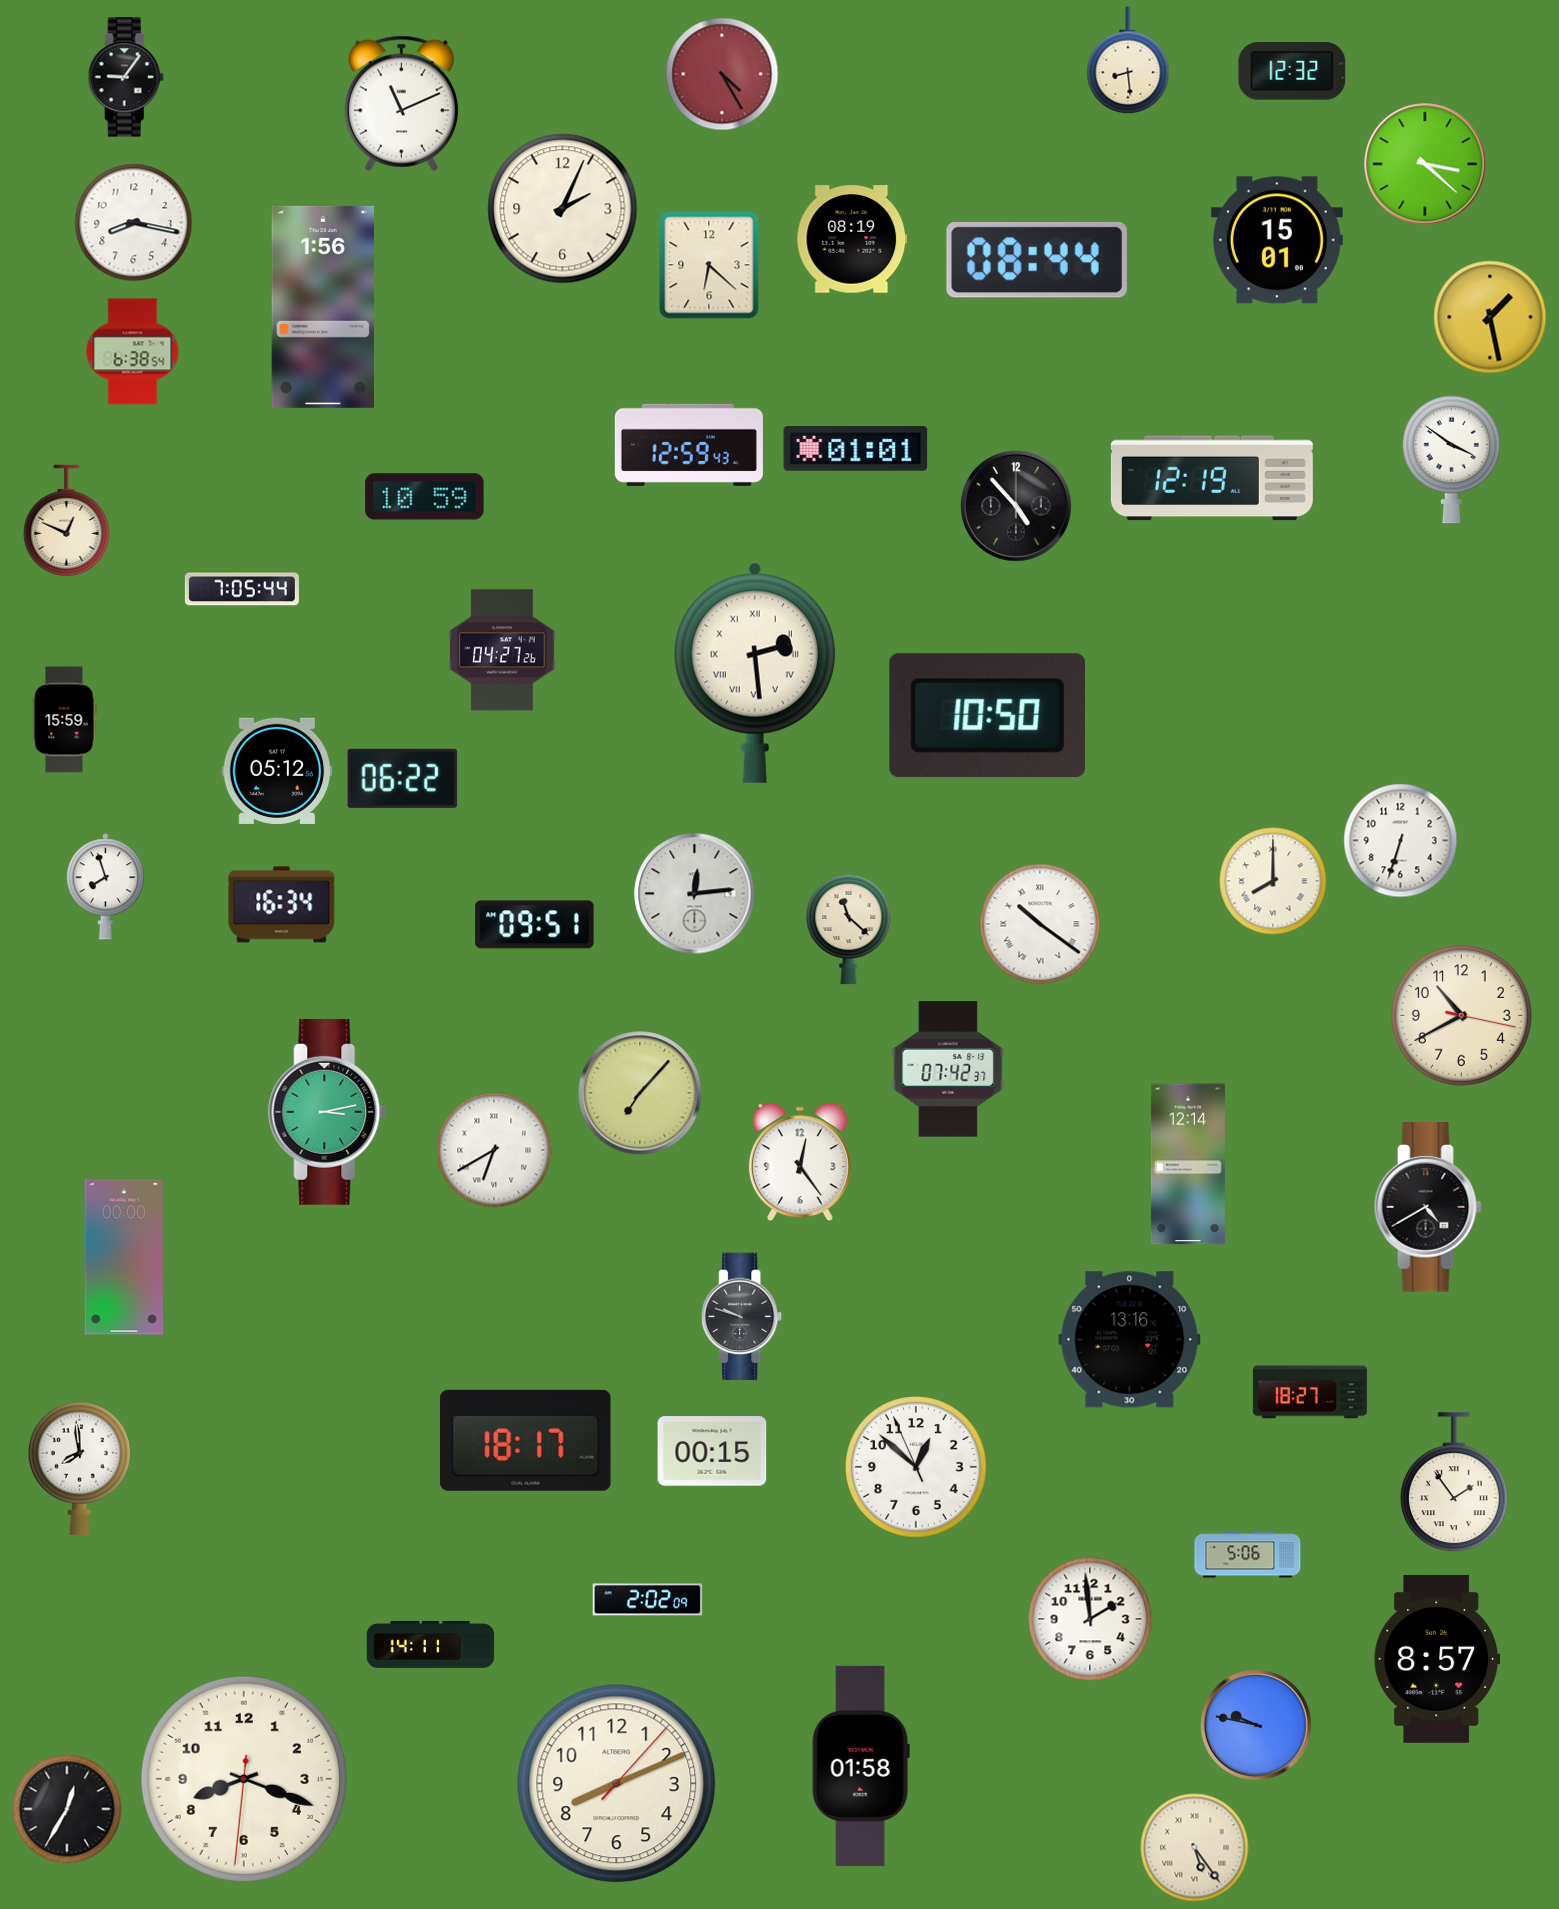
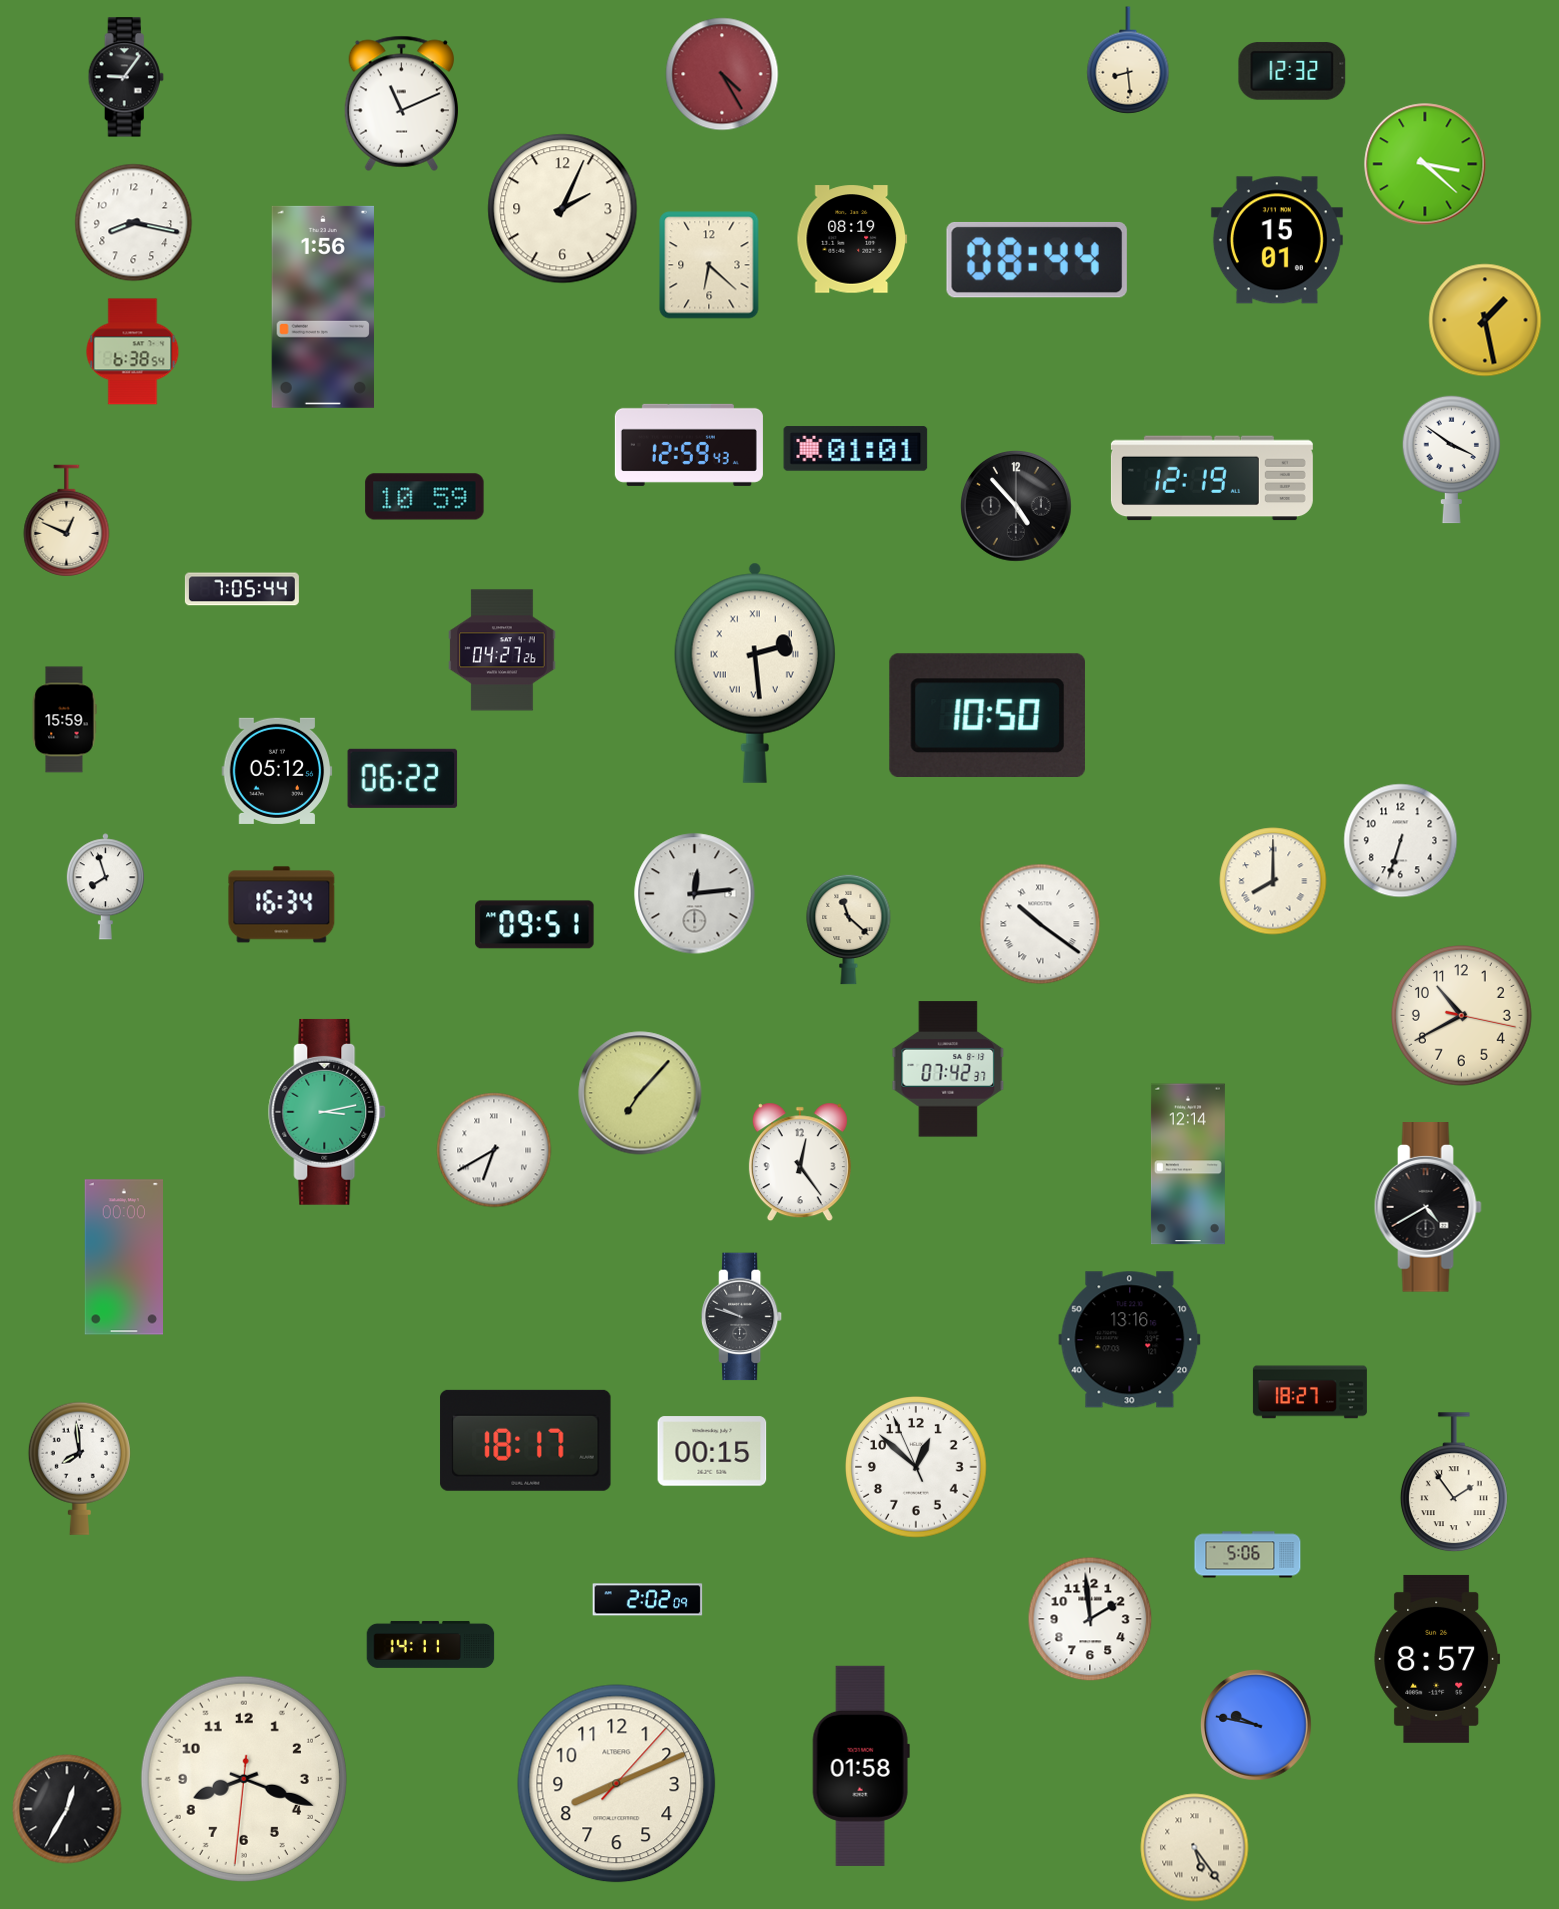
clock at (1490, 317) position: (1490, 317) -> (1485, 320)
